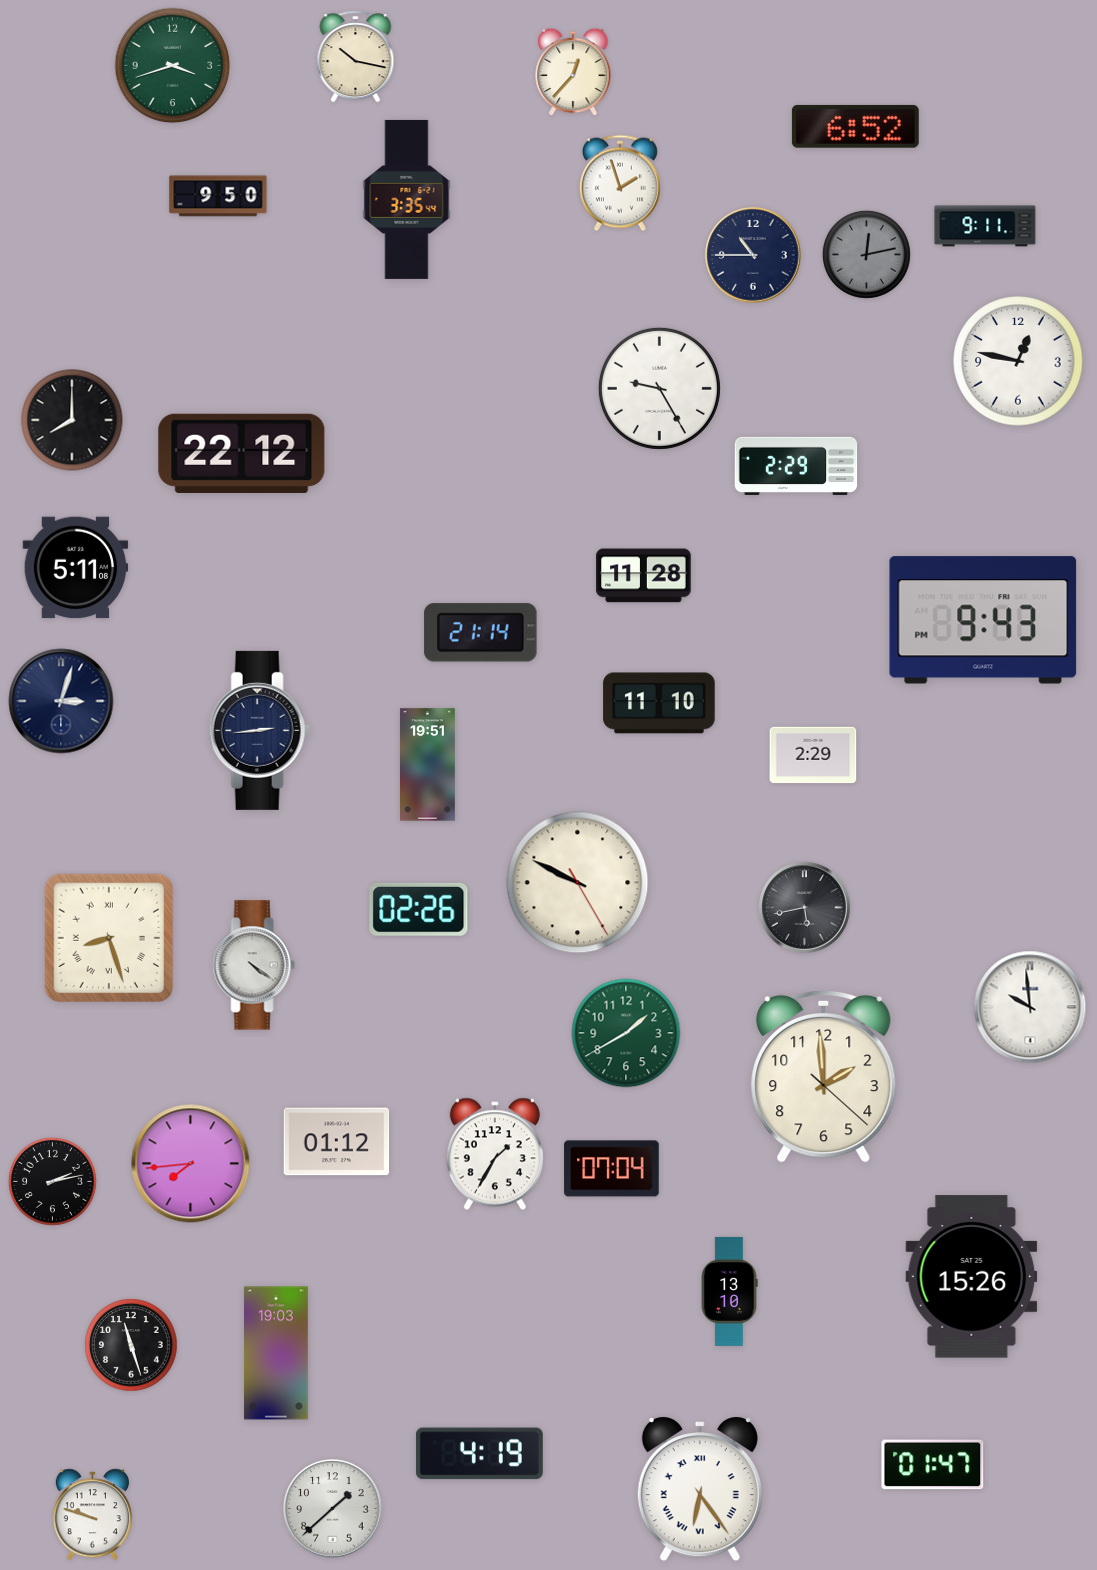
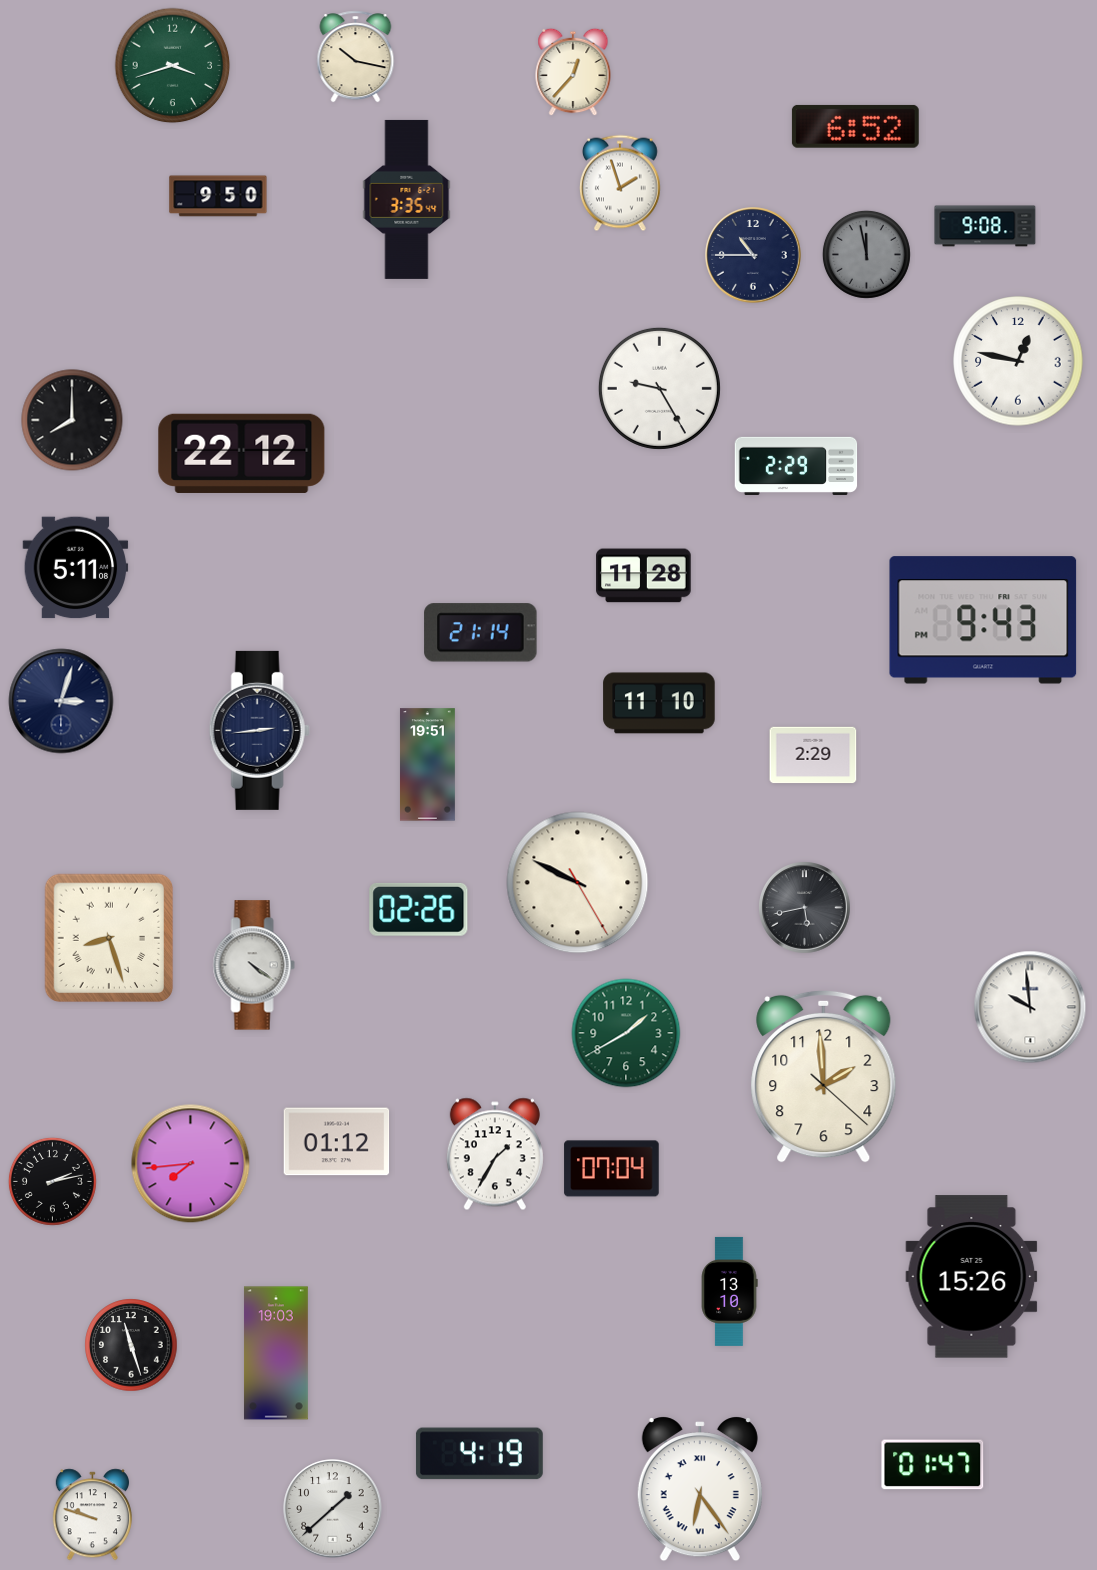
clock at (985, 226): 9:11 -> 9:08
clock at (866, 254): 12:13 -> 11:58
